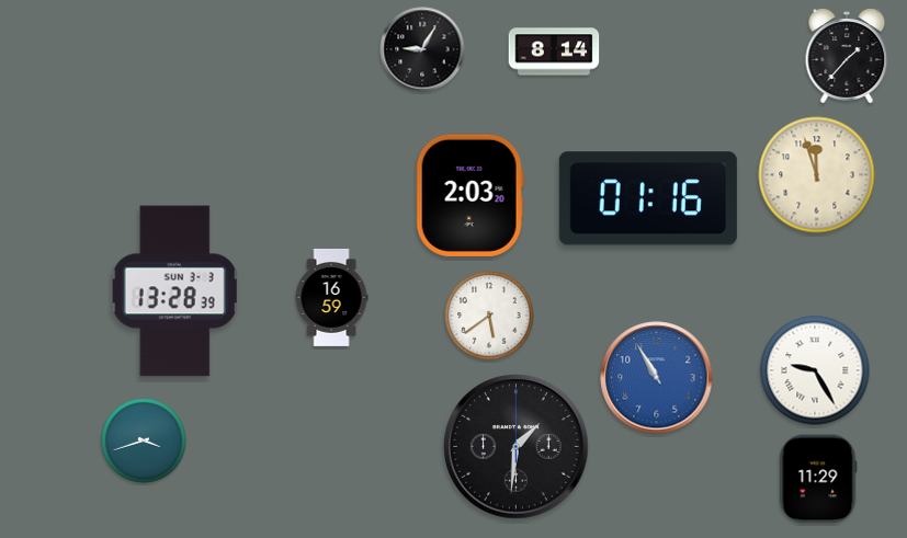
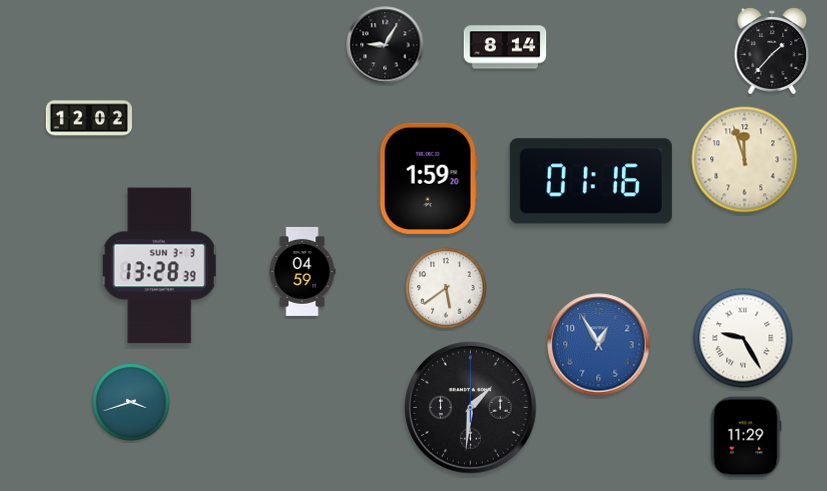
clock at (89, 118): none -> 12:02
clock at (469, 195): 2:03 -> 1:59
clock at (331, 297): 16:59 -> 04:59
clock at (657, 378): 10:55 -> 12:55
